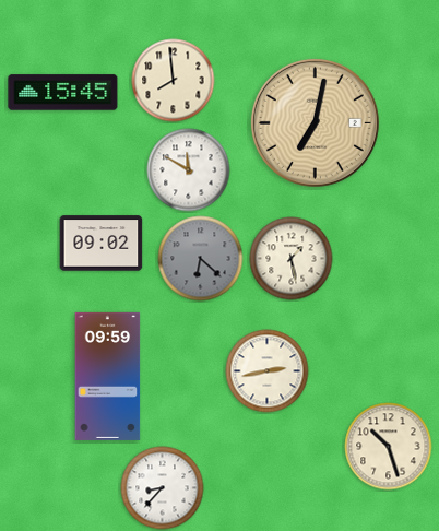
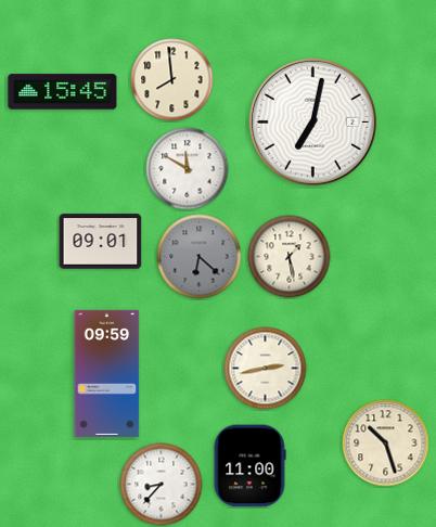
clock at (315, 122) dial: champagne -> white
clock at (102, 244): 09:02 -> 09:01
clock at (249, 466): none -> 11:00
